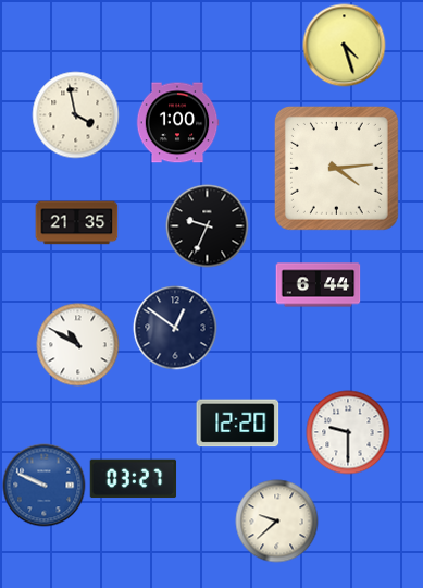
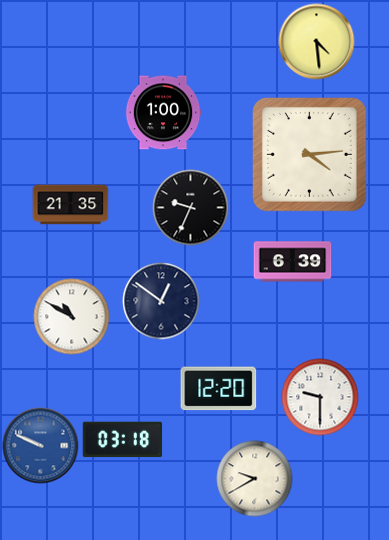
clock at (345, 46): 4:27 -> 4:29
clock at (76, 115): 3:58 -> none
clock at (319, 285): 6:44 -> 6:39
clock at (134, 479): 03:27 -> 03:18
clock at (277, 522): 9:38 -> 9:40
